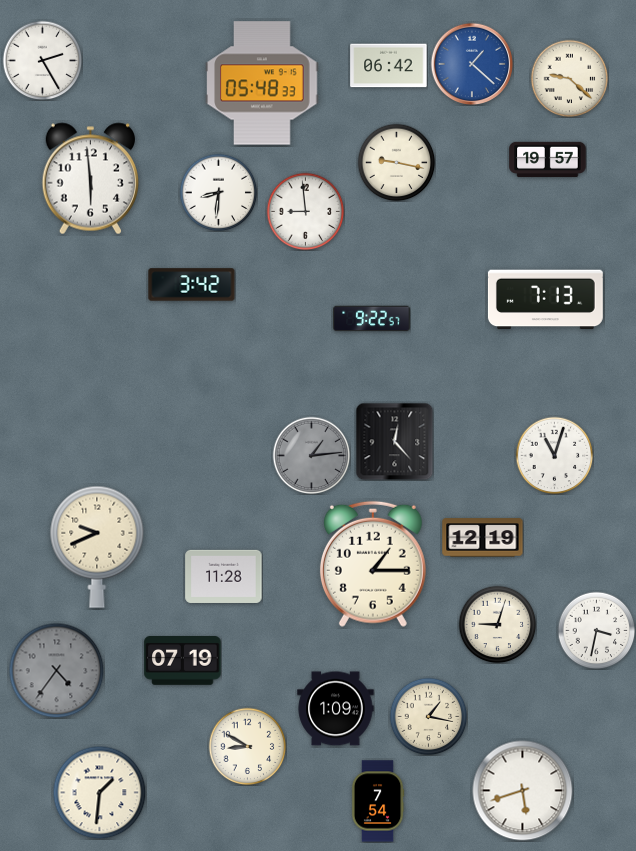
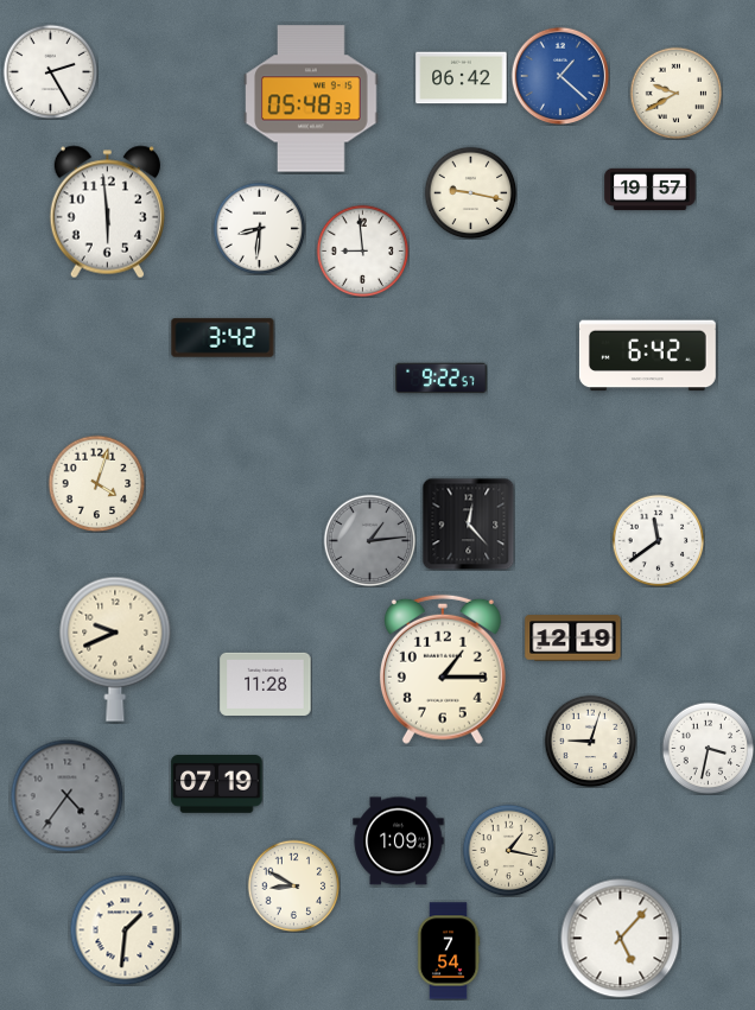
clock at (569, 78): 9:22 -> 9:40
clock at (192, 285) position: (192, 285) -> (223, 338)
clock at (545, 300): 7:13 -> 6:42
clock at (96, 483): none -> 4:03
clock at (554, 455): 11:03 -> 11:39
clock at (523, 791): 5:42 -> 5:07
clock at (99, 792) position: (99, 792) -> (125, 929)
